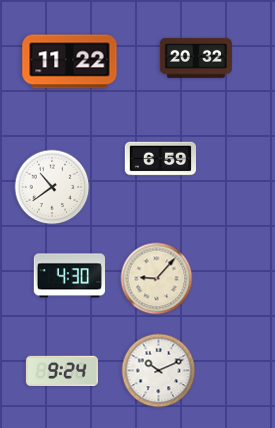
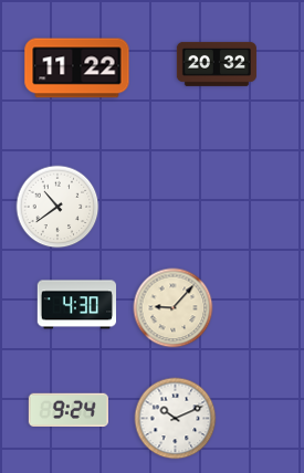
clock at (161, 159): 6:59 -> none
clock at (159, 371) position: (159, 371) -> (176, 419)
